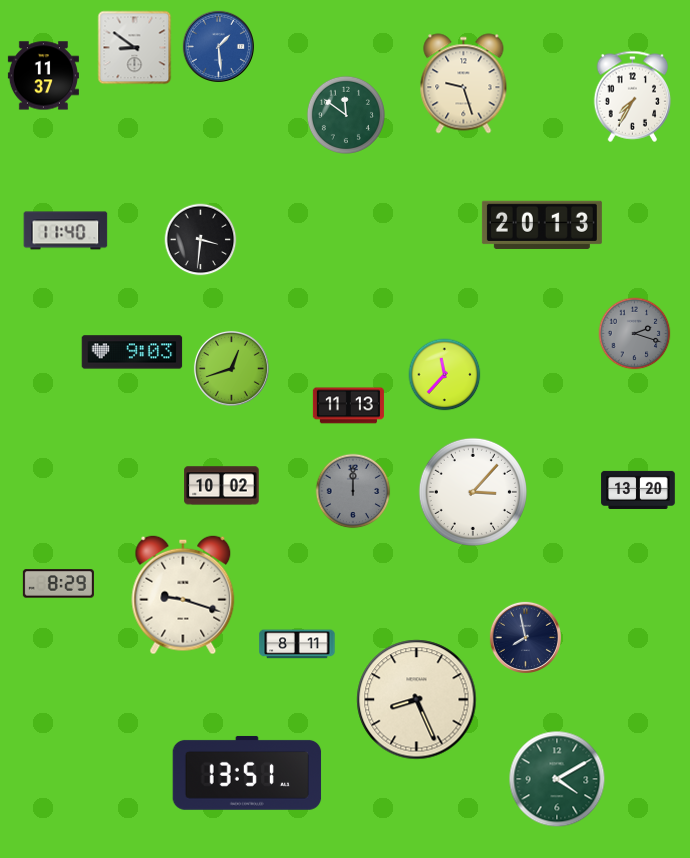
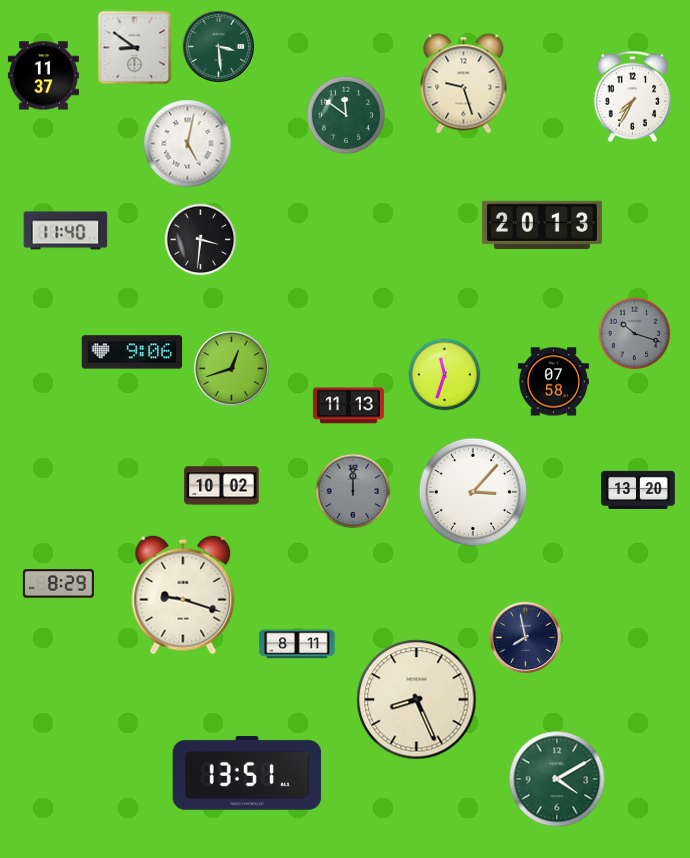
clock at (218, 46): 1:29 -> 3:29
clock at (218, 46) dial: blue -> green
clock at (188, 144): none -> 5:02
clock at (635, 334): 2:18 -> 10:18
clock at (132, 352): 9:03 -> 9:06
clock at (445, 375): 11:37 -> 11:33
clock at (553, 382): none -> 07:58
